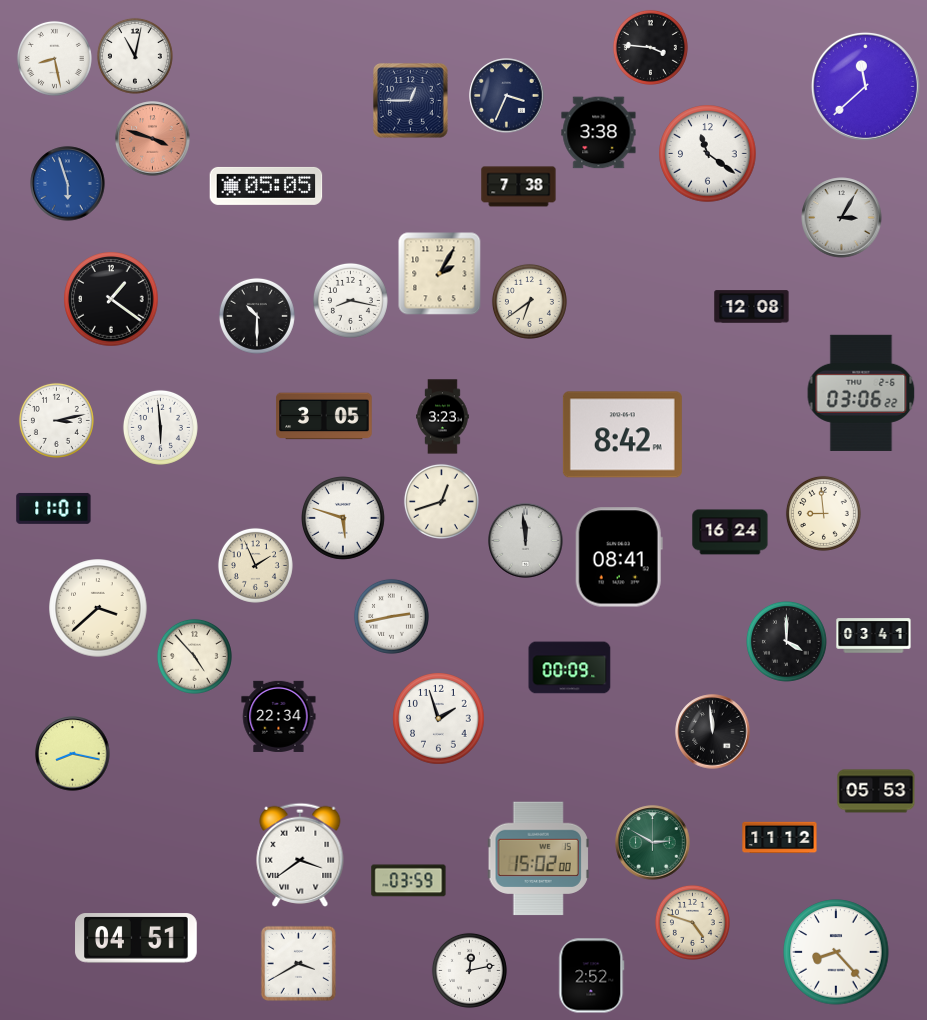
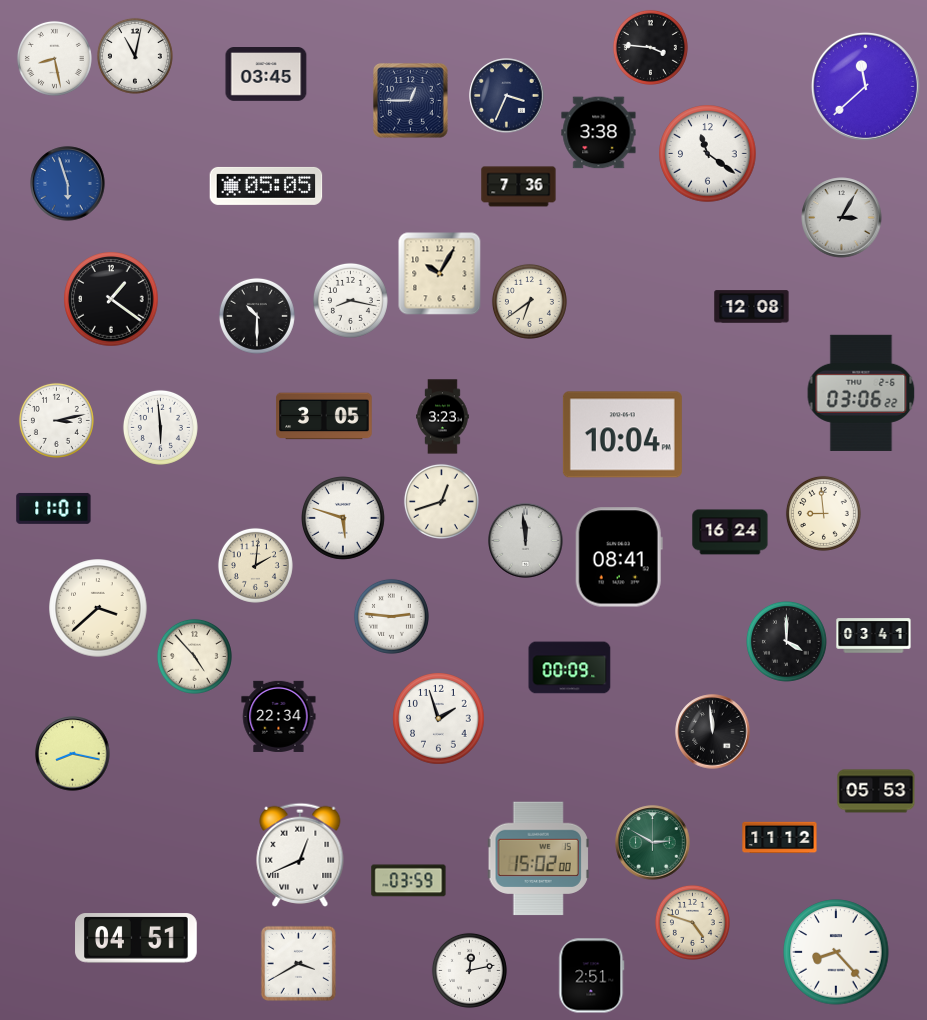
clock at (266, 75): none -> 03:45
clock at (153, 139): 3:48 -> none
clock at (519, 187): 7:38 -> 7:36
clock at (440, 274): 2:05 -> 10:05
clock at (622, 435): 8:42 -> 10:04
clock at (255, 565): 1:56 -> 2:01
clock at (391, 616): 2:43 -> 2:46
clock at (300, 855): 3:39 -> 12:41
clock at (592, 976): 2:52 -> 2:51
